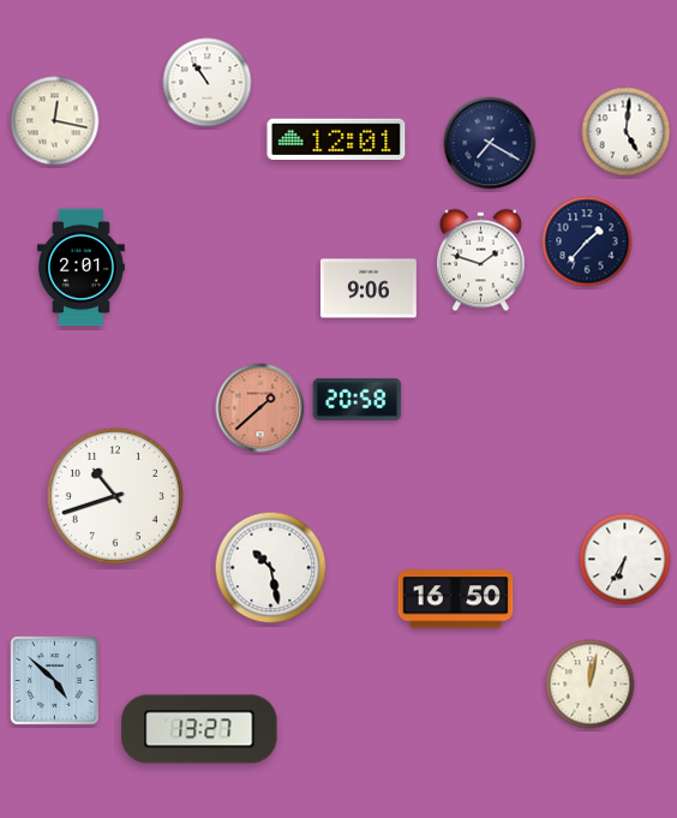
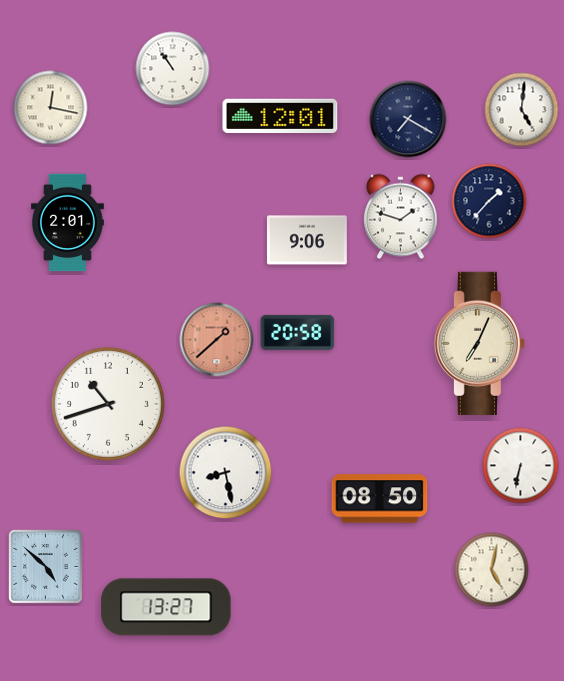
clock at (55, 121) position: (55, 121) -> (51, 108)
clock at (479, 343): none -> 7:04
clock at (115, 496) position: (115, 496) -> (108, 404)
clock at (625, 560): 6:35 -> 6:32
clock at (271, 568): 10:28 -> 8:28
clock at (456, 599): 16:50 -> 08:50
clock at (591, 685): 12:02 -> 5:02
